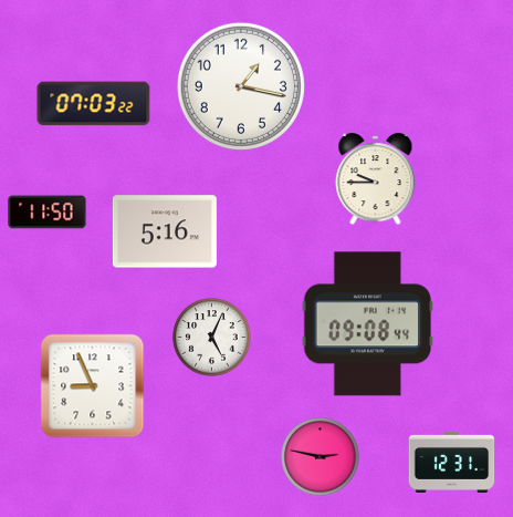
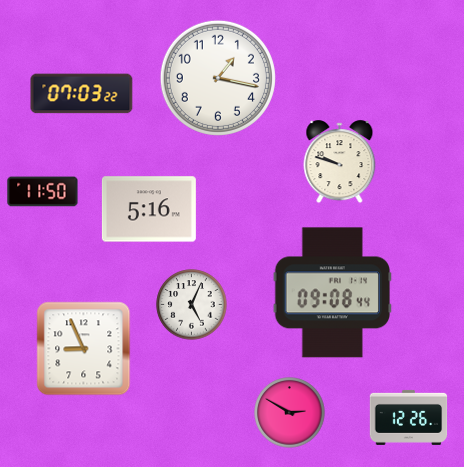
clock at (94, 104) position: (94, 104) -> (82, 94)
clock at (376, 179): 9:45 -> 9:48
clock at (321, 457): 2:47 -> 2:50
clock at (452, 462): 12:31 -> 12:26
